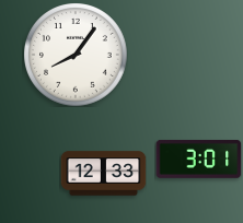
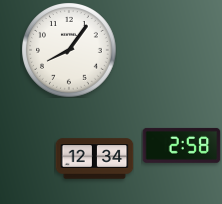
clock at (198, 159): 3:01 -> 2:58
clock at (103, 174): 12:33 -> 12:34
